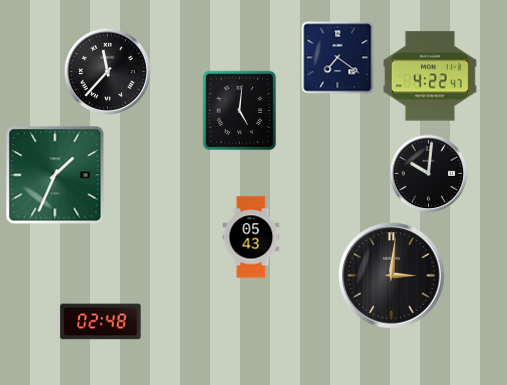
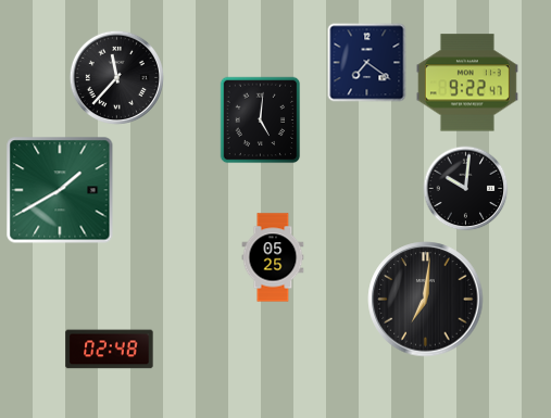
clock at (430, 76): 4:22 -> 9:22
clock at (55, 175): 1:34 -> 1:40
clock at (251, 237): 05:43 -> 05:25
clock at (392, 276): 3:01 -> 7:01
